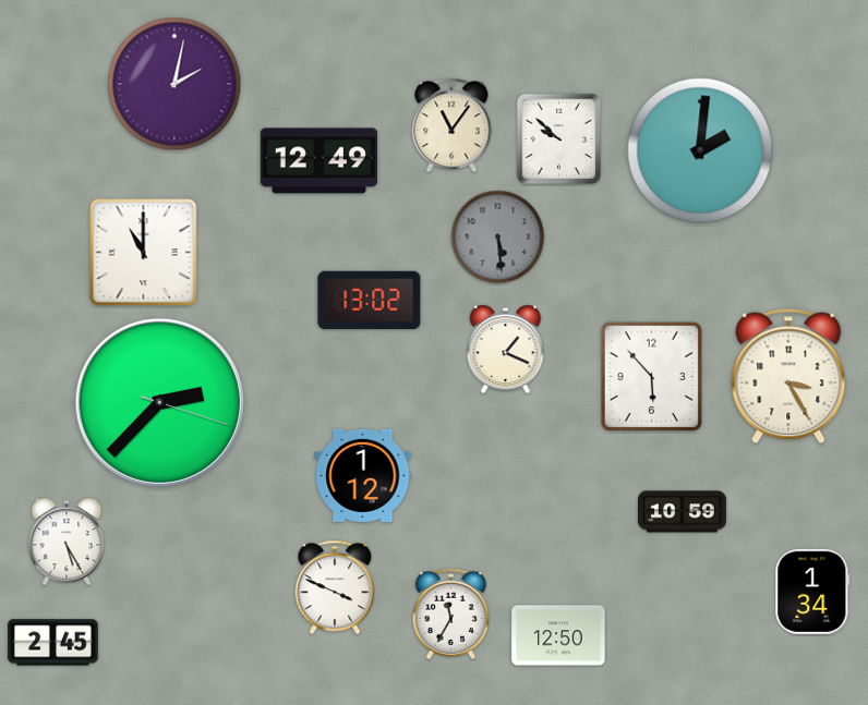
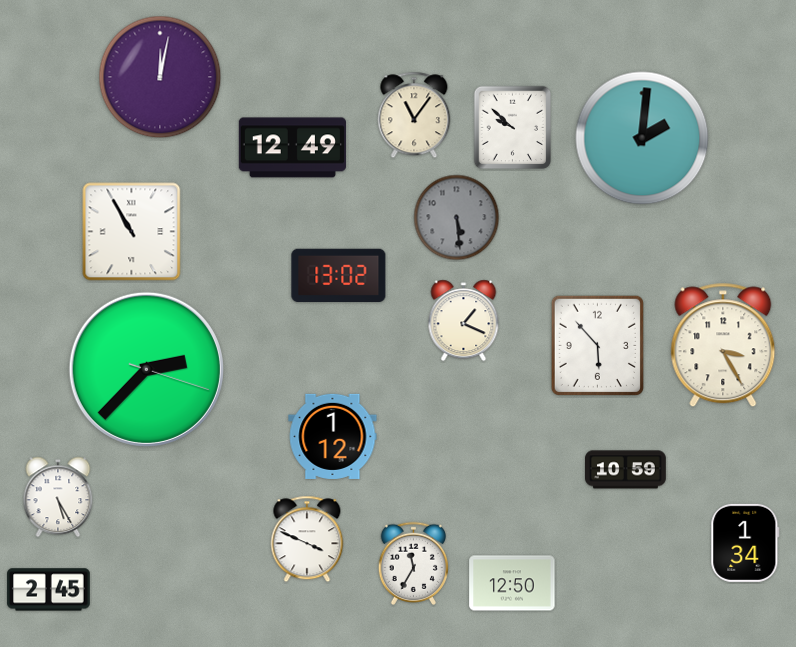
clock at (174, 84): 2:02 -> 12:02
clock at (144, 253): 11:00 -> 10:55
clock at (67, 542) position: (67, 542) -> (58, 497)
